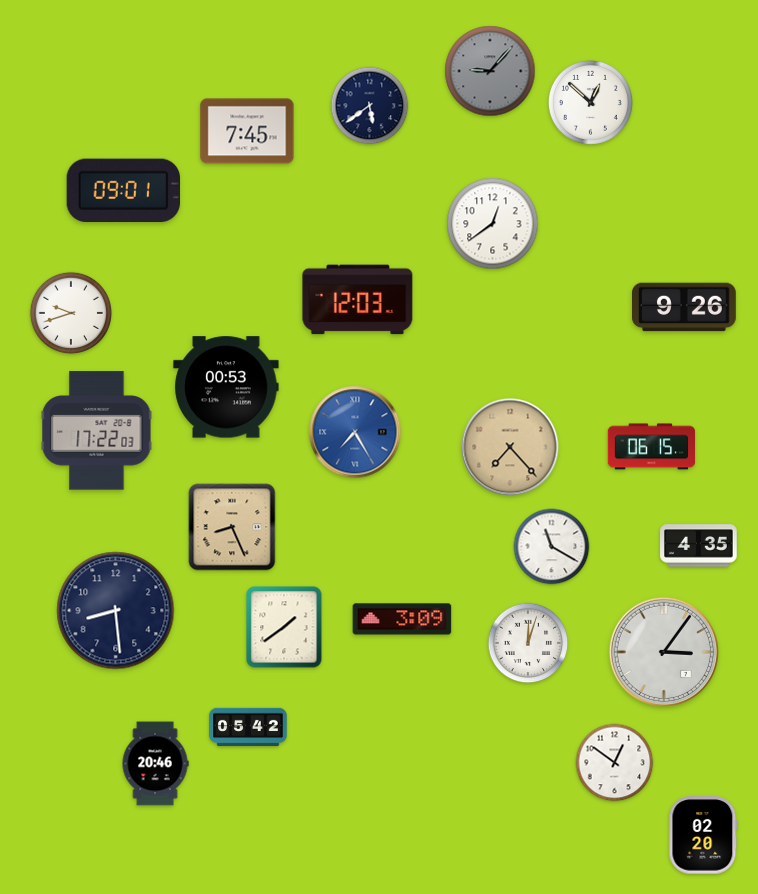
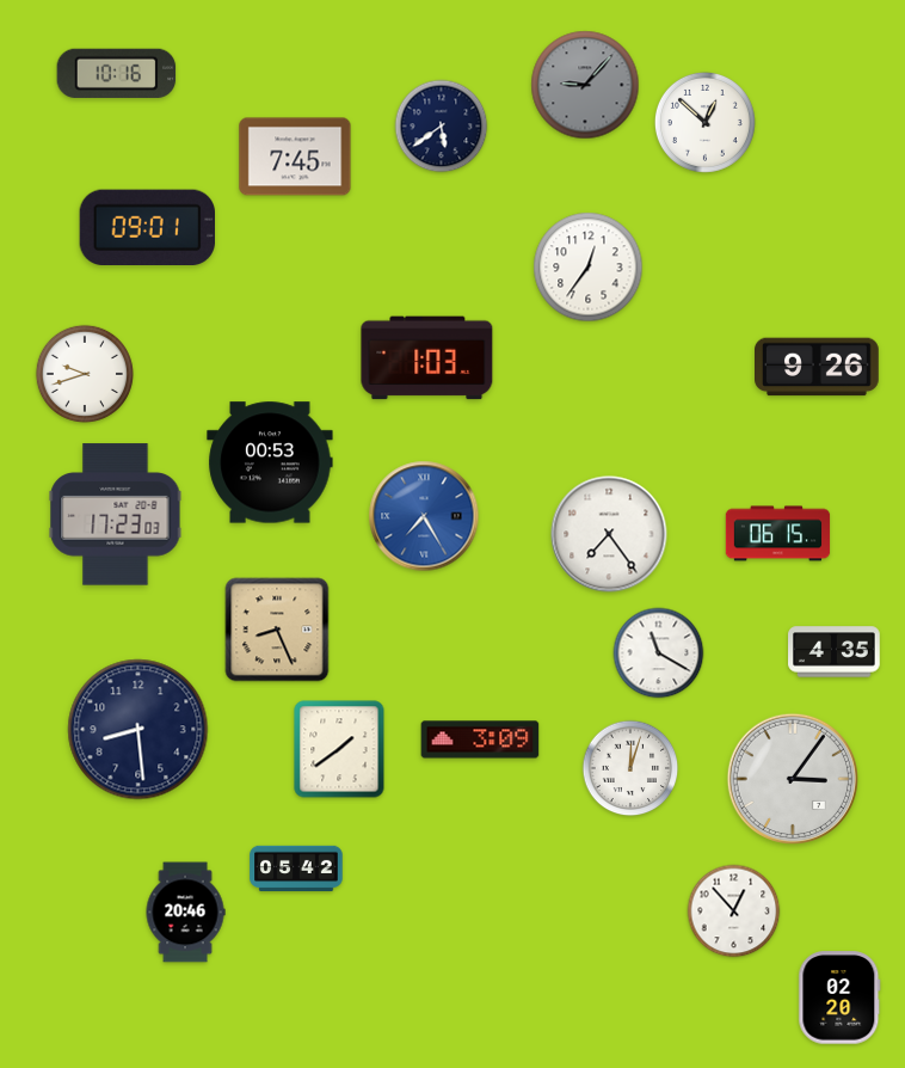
clock at (117, 73): none -> 10:16
clock at (493, 224): 12:39 -> 12:36
clock at (358, 300): 12:03 -> 1:03
clock at (97, 431): 17:22 -> 17:23
clock at (510, 447): 7:23 -> 7:24
clock at (510, 447) dial: champagne -> white
clock at (615, 763): 12:51 -> 12:53
